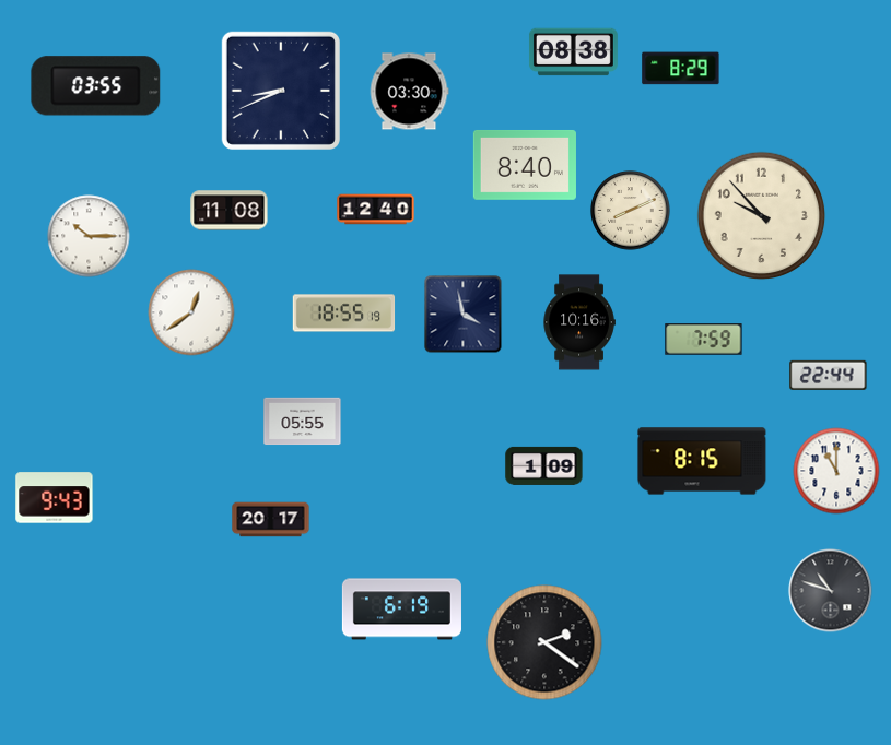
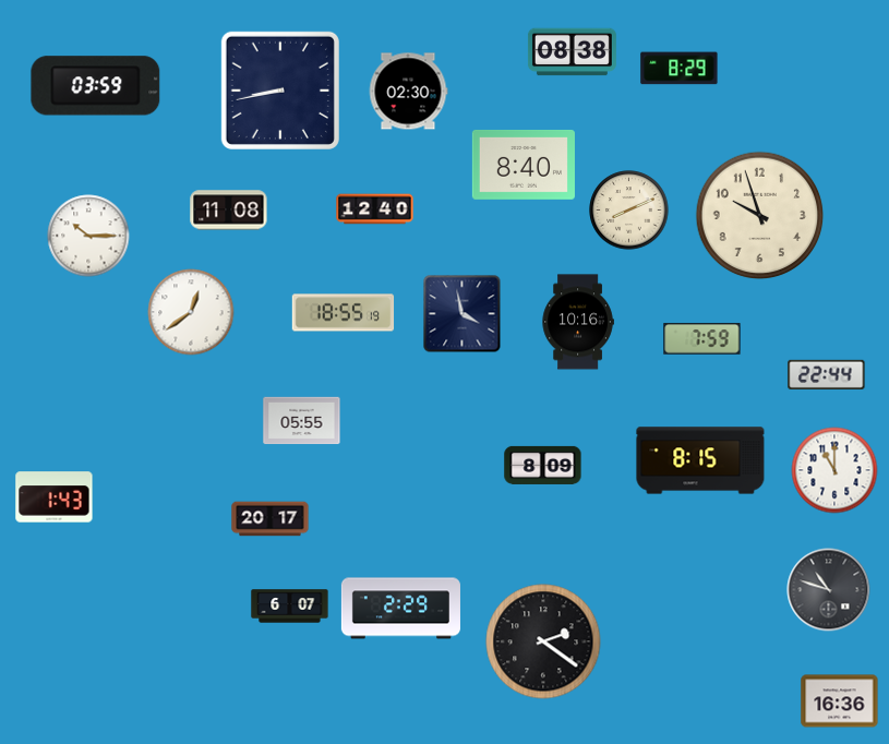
clock at (96, 86): 03:55 -> 03:59
clock at (281, 91): 8:41 -> 8:43
clock at (409, 92): 03:30 -> 02:30
clock at (762, 216): 9:53 -> 9:57
clock at (544, 465): 1:09 -> 8:09
clock at (55, 498): 9:43 -> 1:43
clock at (290, 607): none -> 6:07
clock at (401, 610): 6:19 -> 2:29
clock at (840, 701): none -> 16:36
